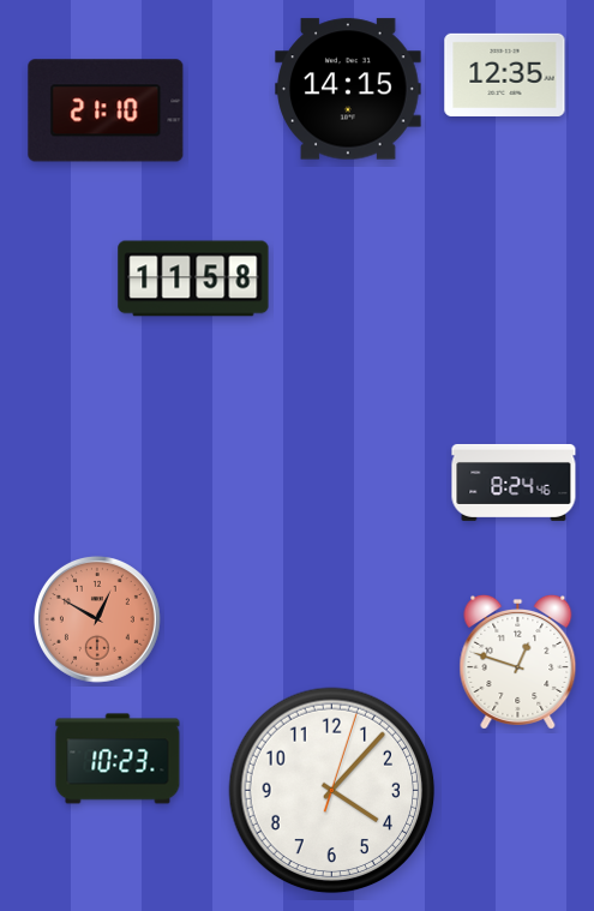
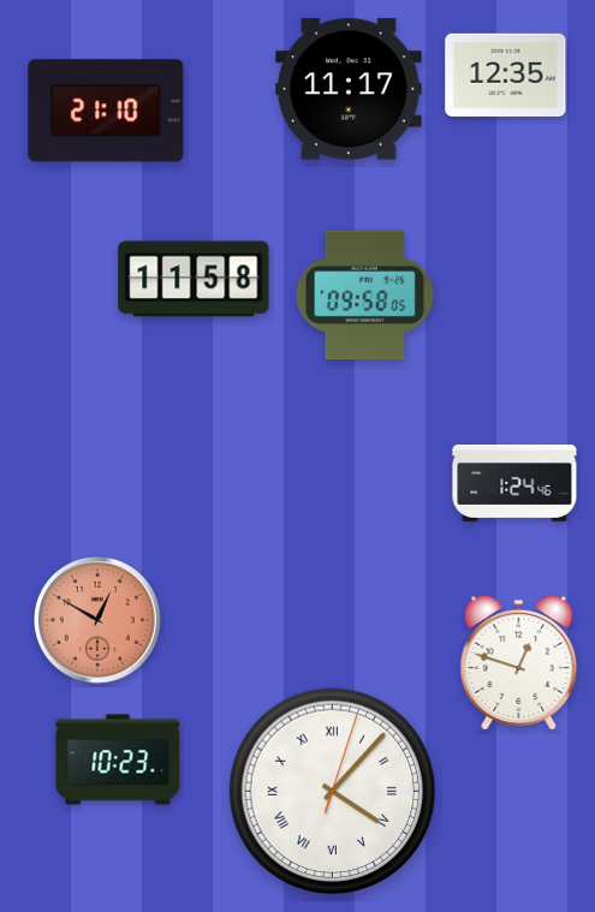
clock at (348, 89): 14:15 -> 11:17
clock at (365, 296): none -> 09:58
clock at (514, 483): 8:24 -> 1:24
clock at (332, 791) numerals: Arabic -> Roman
